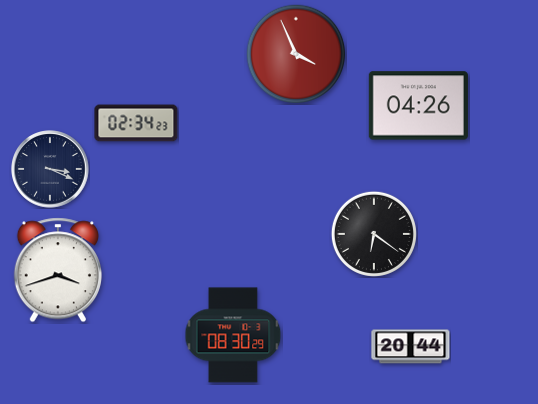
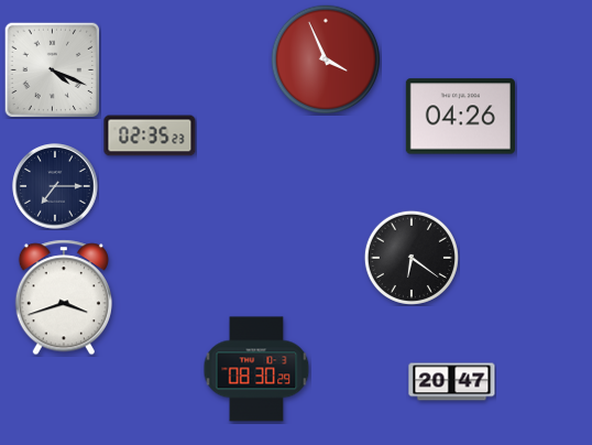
clock at (52, 69): none -> 4:19
clock at (136, 123): 02:34 -> 02:35
clock at (50, 169): 3:19 -> 7:15
clock at (411, 347): 20:44 -> 20:47
